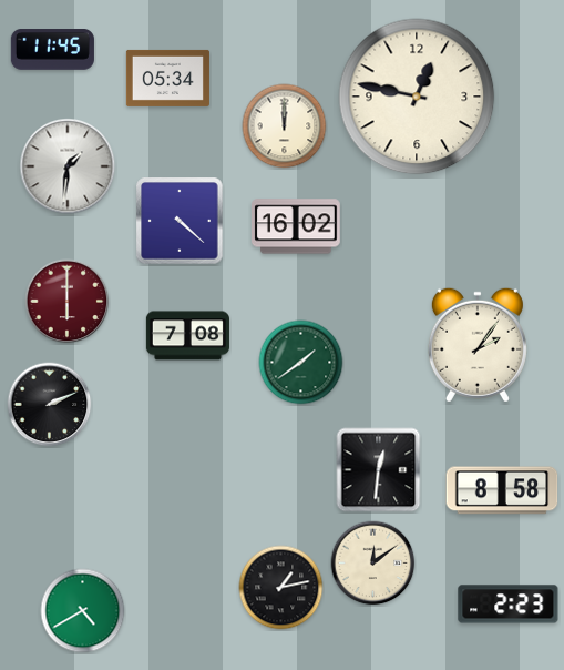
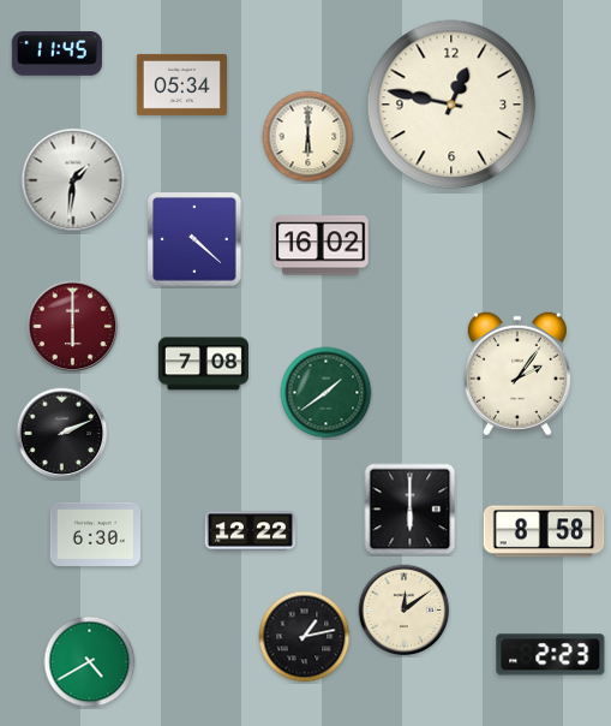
clock at (285, 126): 12:00 -> 6:00
clock at (50, 405) position: (50, 405) -> (62, 434)
clock at (379, 470): 12:31 -> 6:00
clock at (250, 531): none -> 12:22
clock at (95, 534): none -> 6:30
